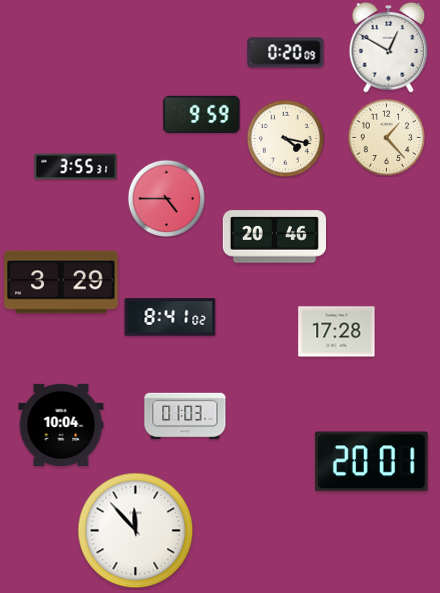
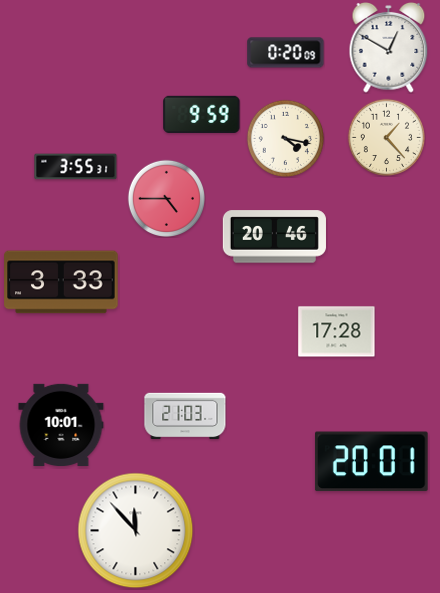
clock at (61, 282): 3:29 -> 3:33
clock at (170, 317): 8:41 -> none
clock at (185, 416): 01:03 -> 21:03
clock at (61, 424): 10:04 -> 10:01
